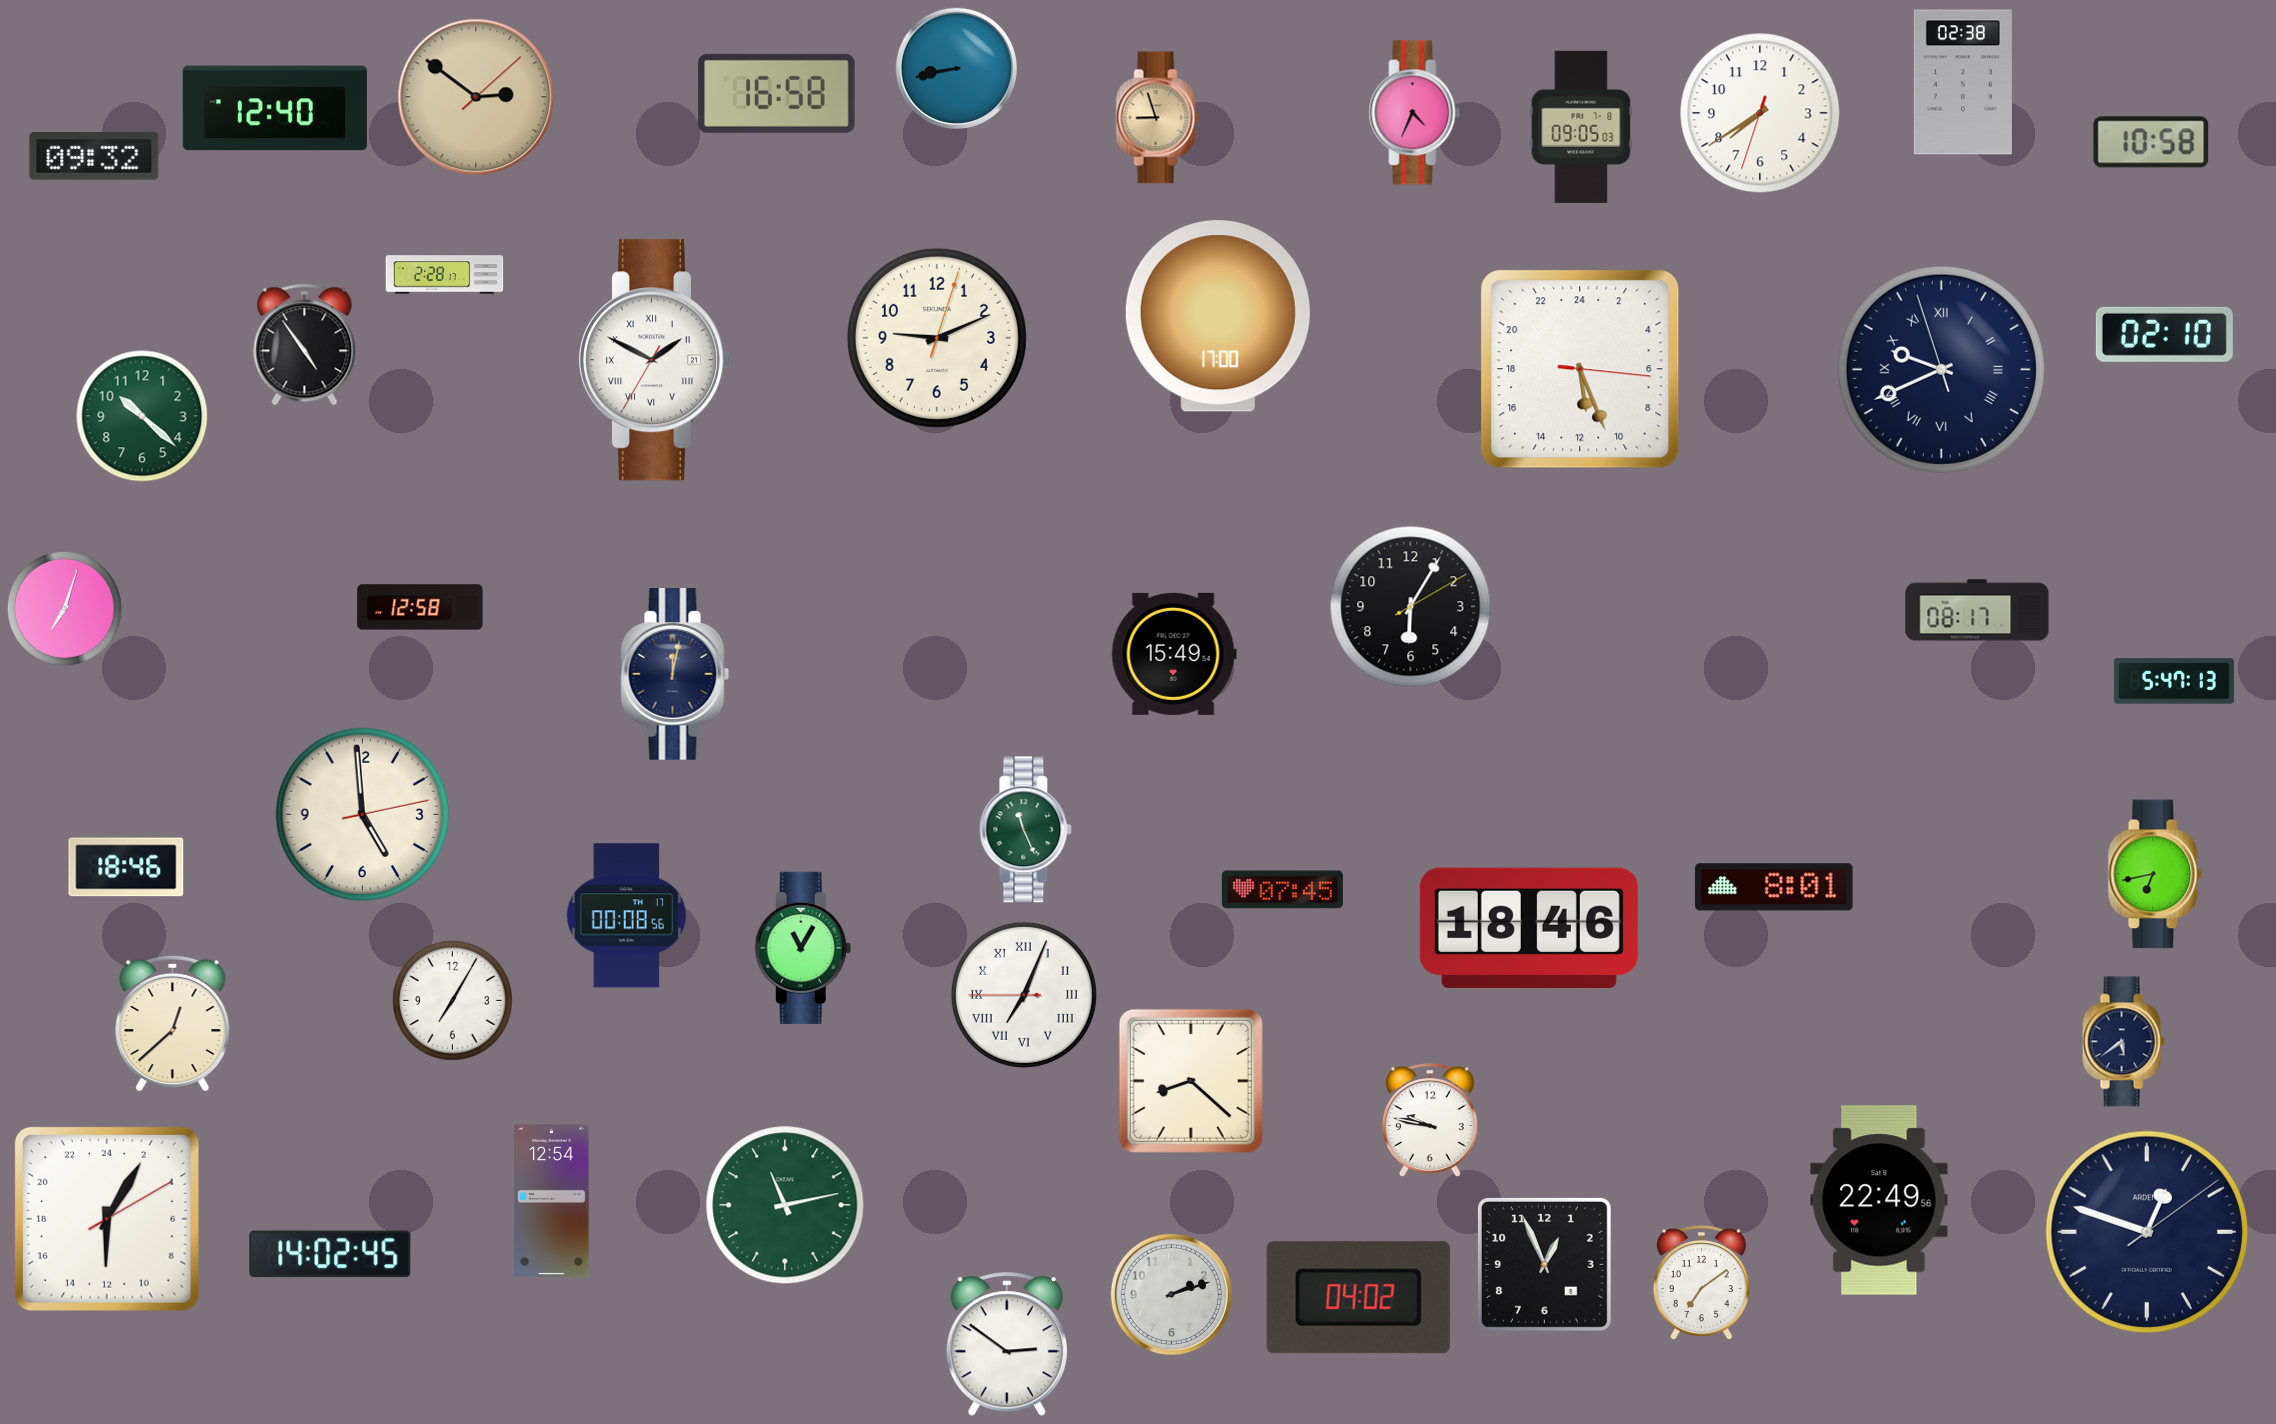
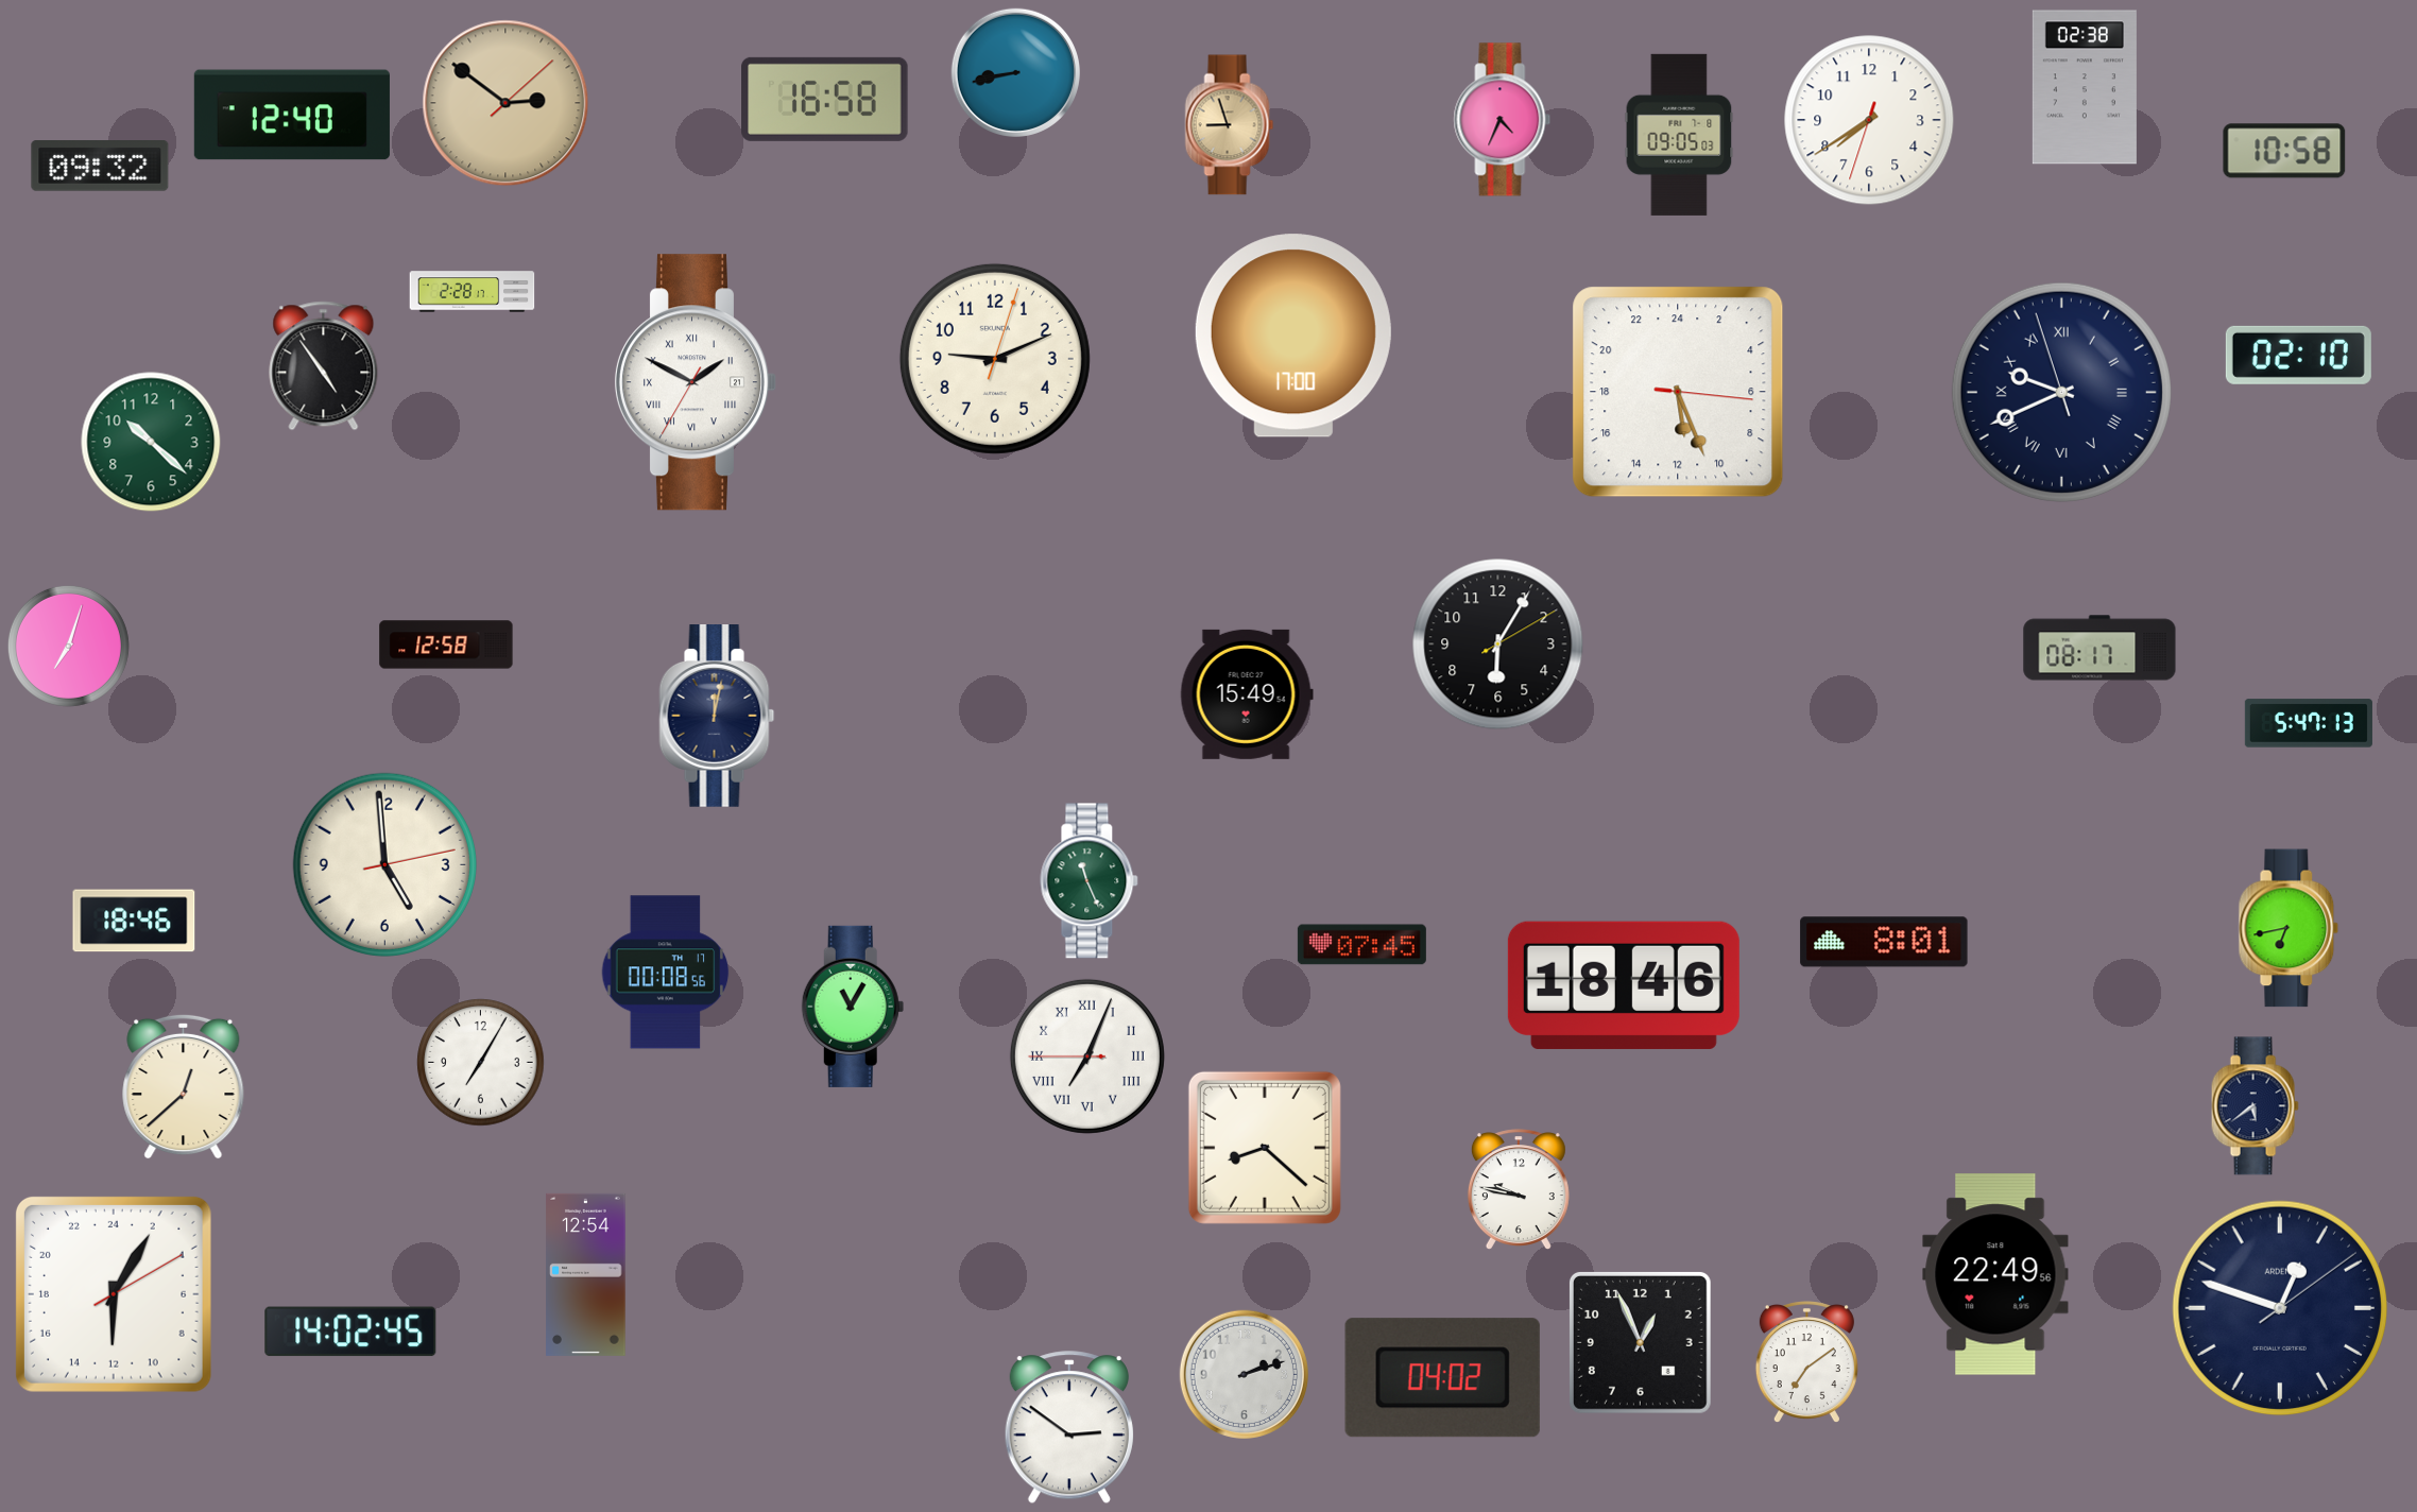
clock at (785, 1205): 11:13 -> none
